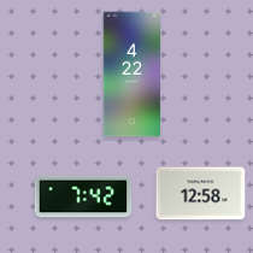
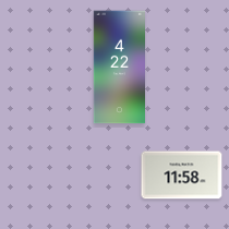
clock at (201, 194): 12:58 -> 11:58
clock at (83, 196): 7:42 -> none
